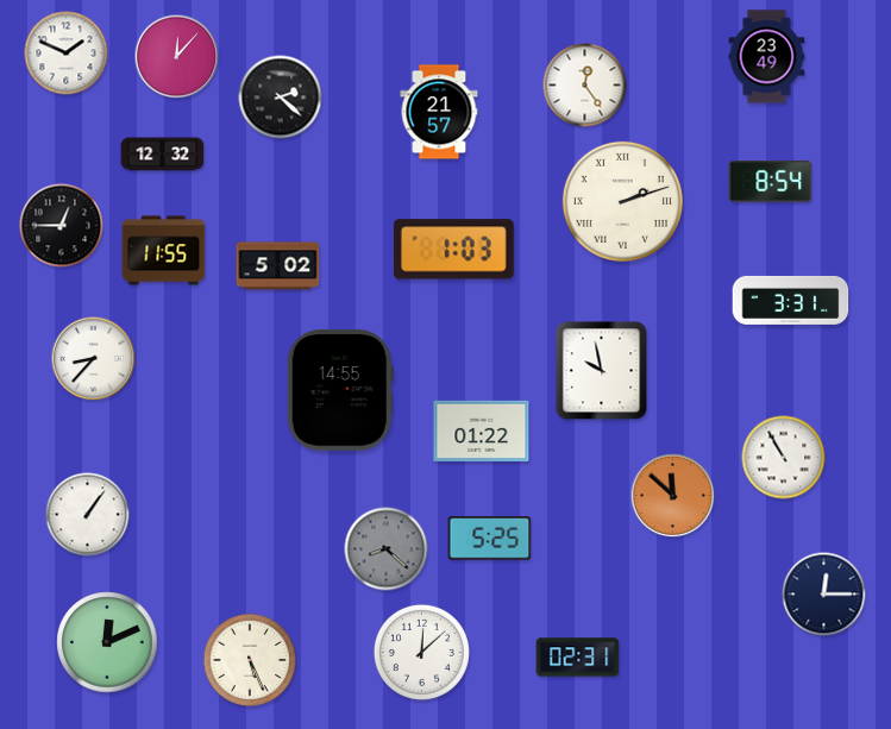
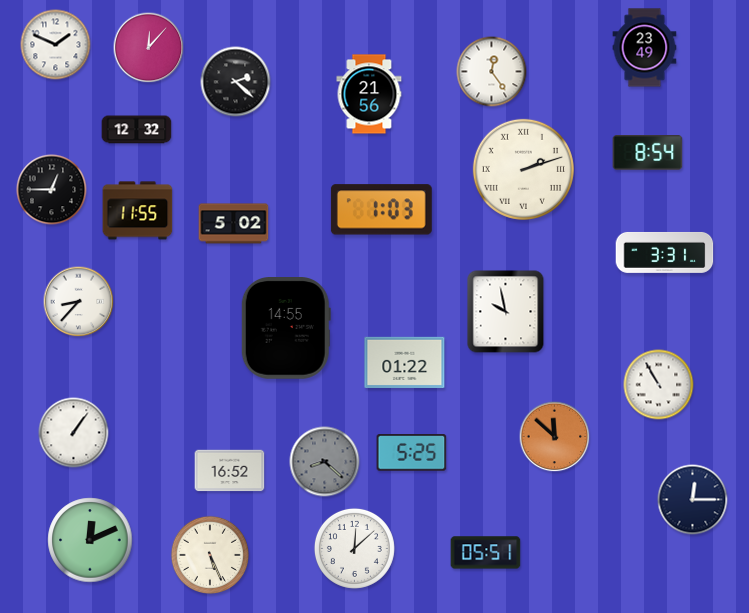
clock at (439, 112): 21:57 -> 21:56
clock at (673, 496) position: (673, 496) -> (555, 437)
clock at (230, 471): none -> 16:52
clock at (578, 658): 02:31 -> 05:51
